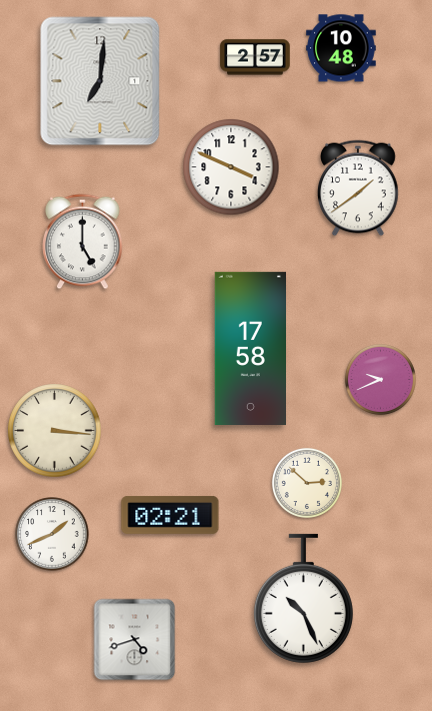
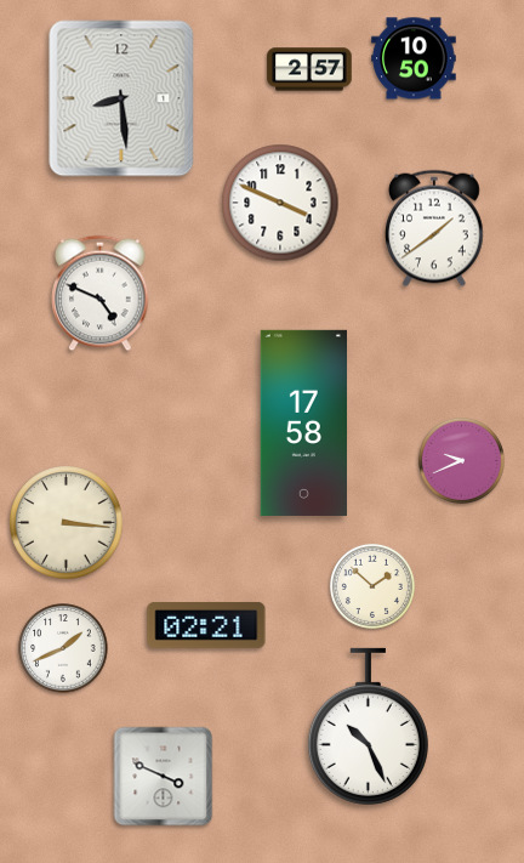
clock at (341, 48): 10:48 -> 10:50
clock at (100, 81): 7:01 -> 8:29
clock at (83, 242): 5:00 -> 4:49
clock at (307, 483): 2:52 -> 1:52
clock at (135, 640): 4:42 -> 3:49
